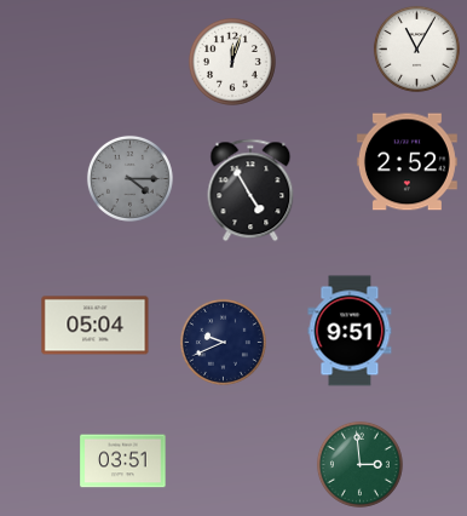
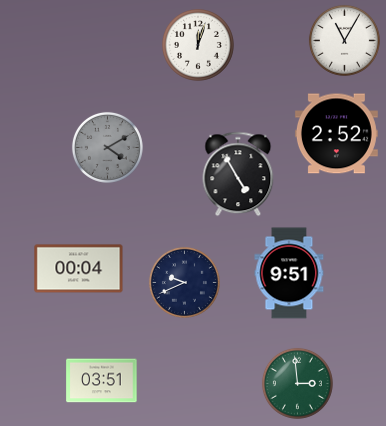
clock at (232, 62) position: (232, 62) -> (198, 45)
clock at (129, 178): 4:15 -> 4:10
clock at (250, 190) position: (250, 190) -> (238, 174)
clock at (96, 326): 05:04 -> 00:04
